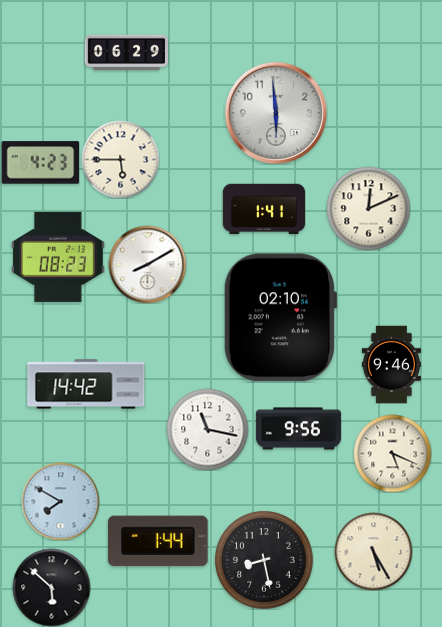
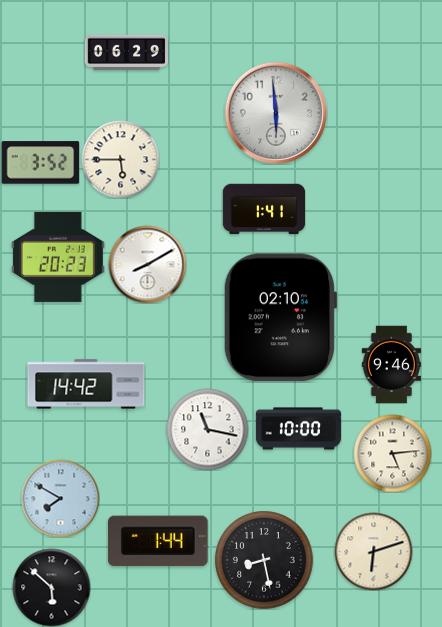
clock at (40, 163): 4:23 -> 3:52
clock at (368, 208): 12:11 -> none
clock at (58, 257): 08:23 -> 20:23
clock at (298, 429): 9:56 -> 10:00
clock at (392, 453): 5:19 -> 5:14
clock at (60, 501) position: (60, 501) -> (60, 498)
clock at (373, 551): 5:25 -> 6:12
